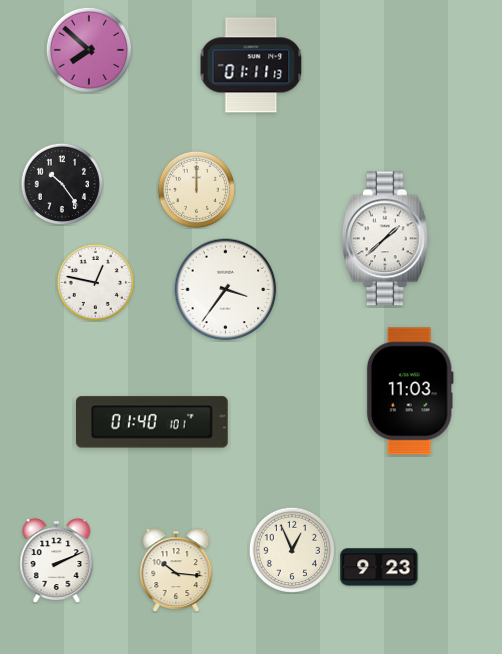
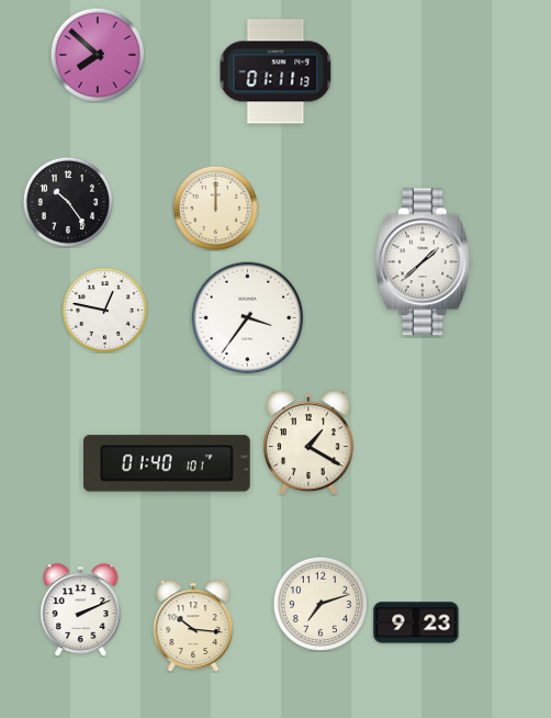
clock at (410, 391): 11:03 -> none
clock at (308, 442): none -> 1:20
clock at (291, 549): 12:56 -> 7:12
clock at (57, 561) position: (57, 561) -> (81, 610)
